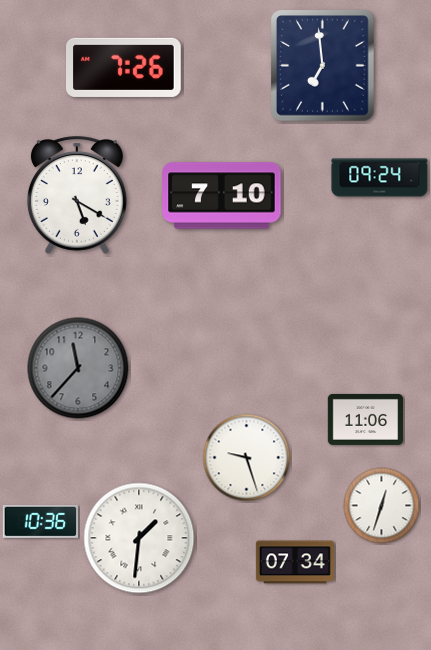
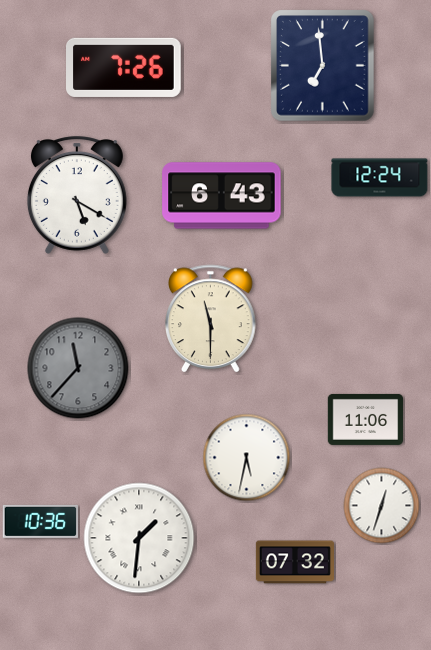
clock at (380, 178): 09:24 -> 12:24
clock at (222, 196): 7:10 -> 6:43
clock at (211, 318): none -> 11:30
clock at (247, 458): 9:27 -> 5:32
clock at (295, 562): 07:34 -> 07:32
